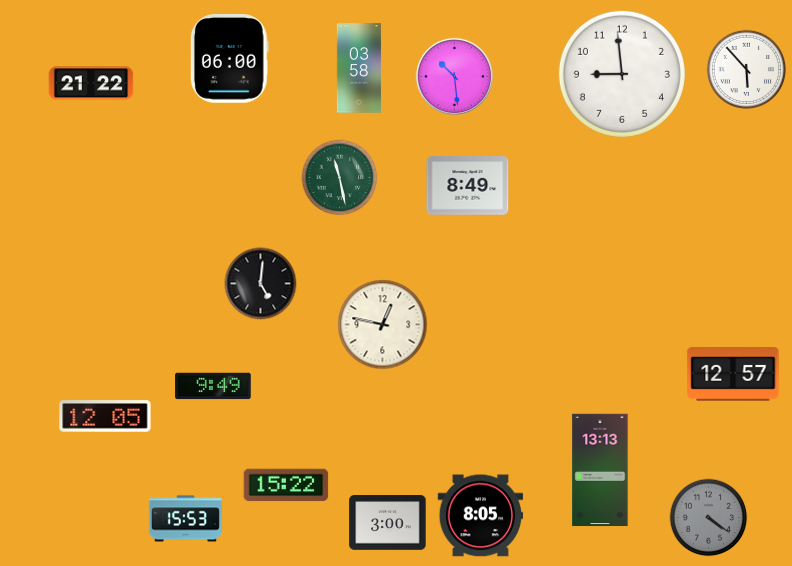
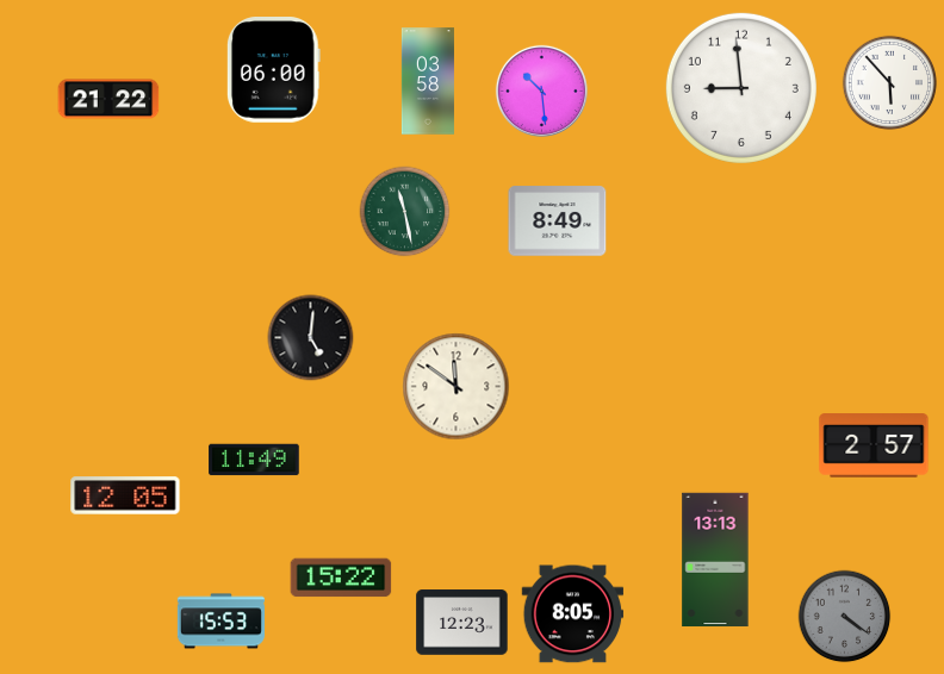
clock at (383, 325): 12:47 -> 11:51
clock at (733, 374): 12:57 -> 2:57
clock at (213, 386): 9:49 -> 11:49
clock at (185, 519) position: (185, 519) -> (221, 622)
clock at (388, 523): 3:00 -> 12:23
